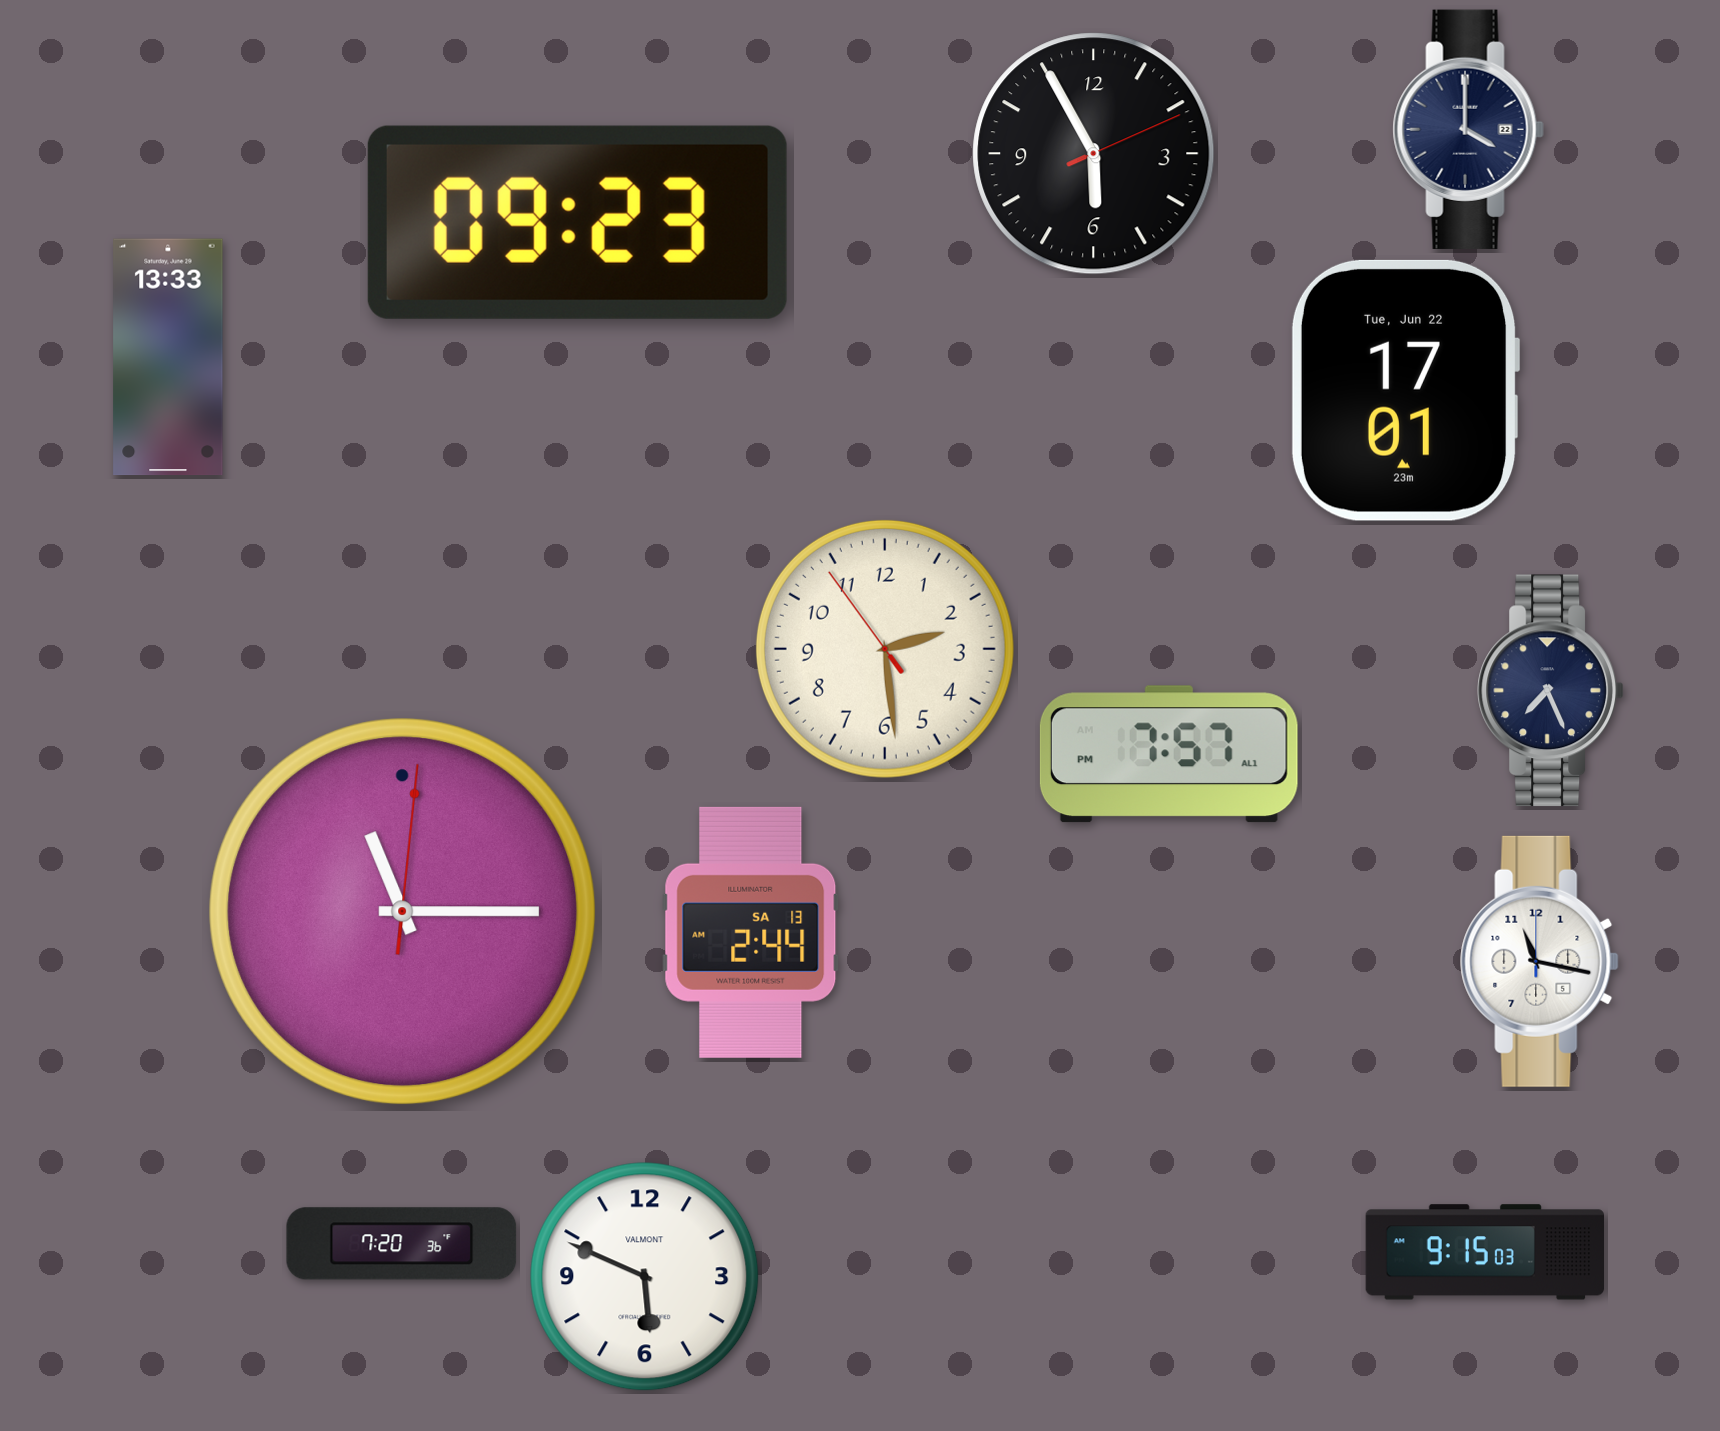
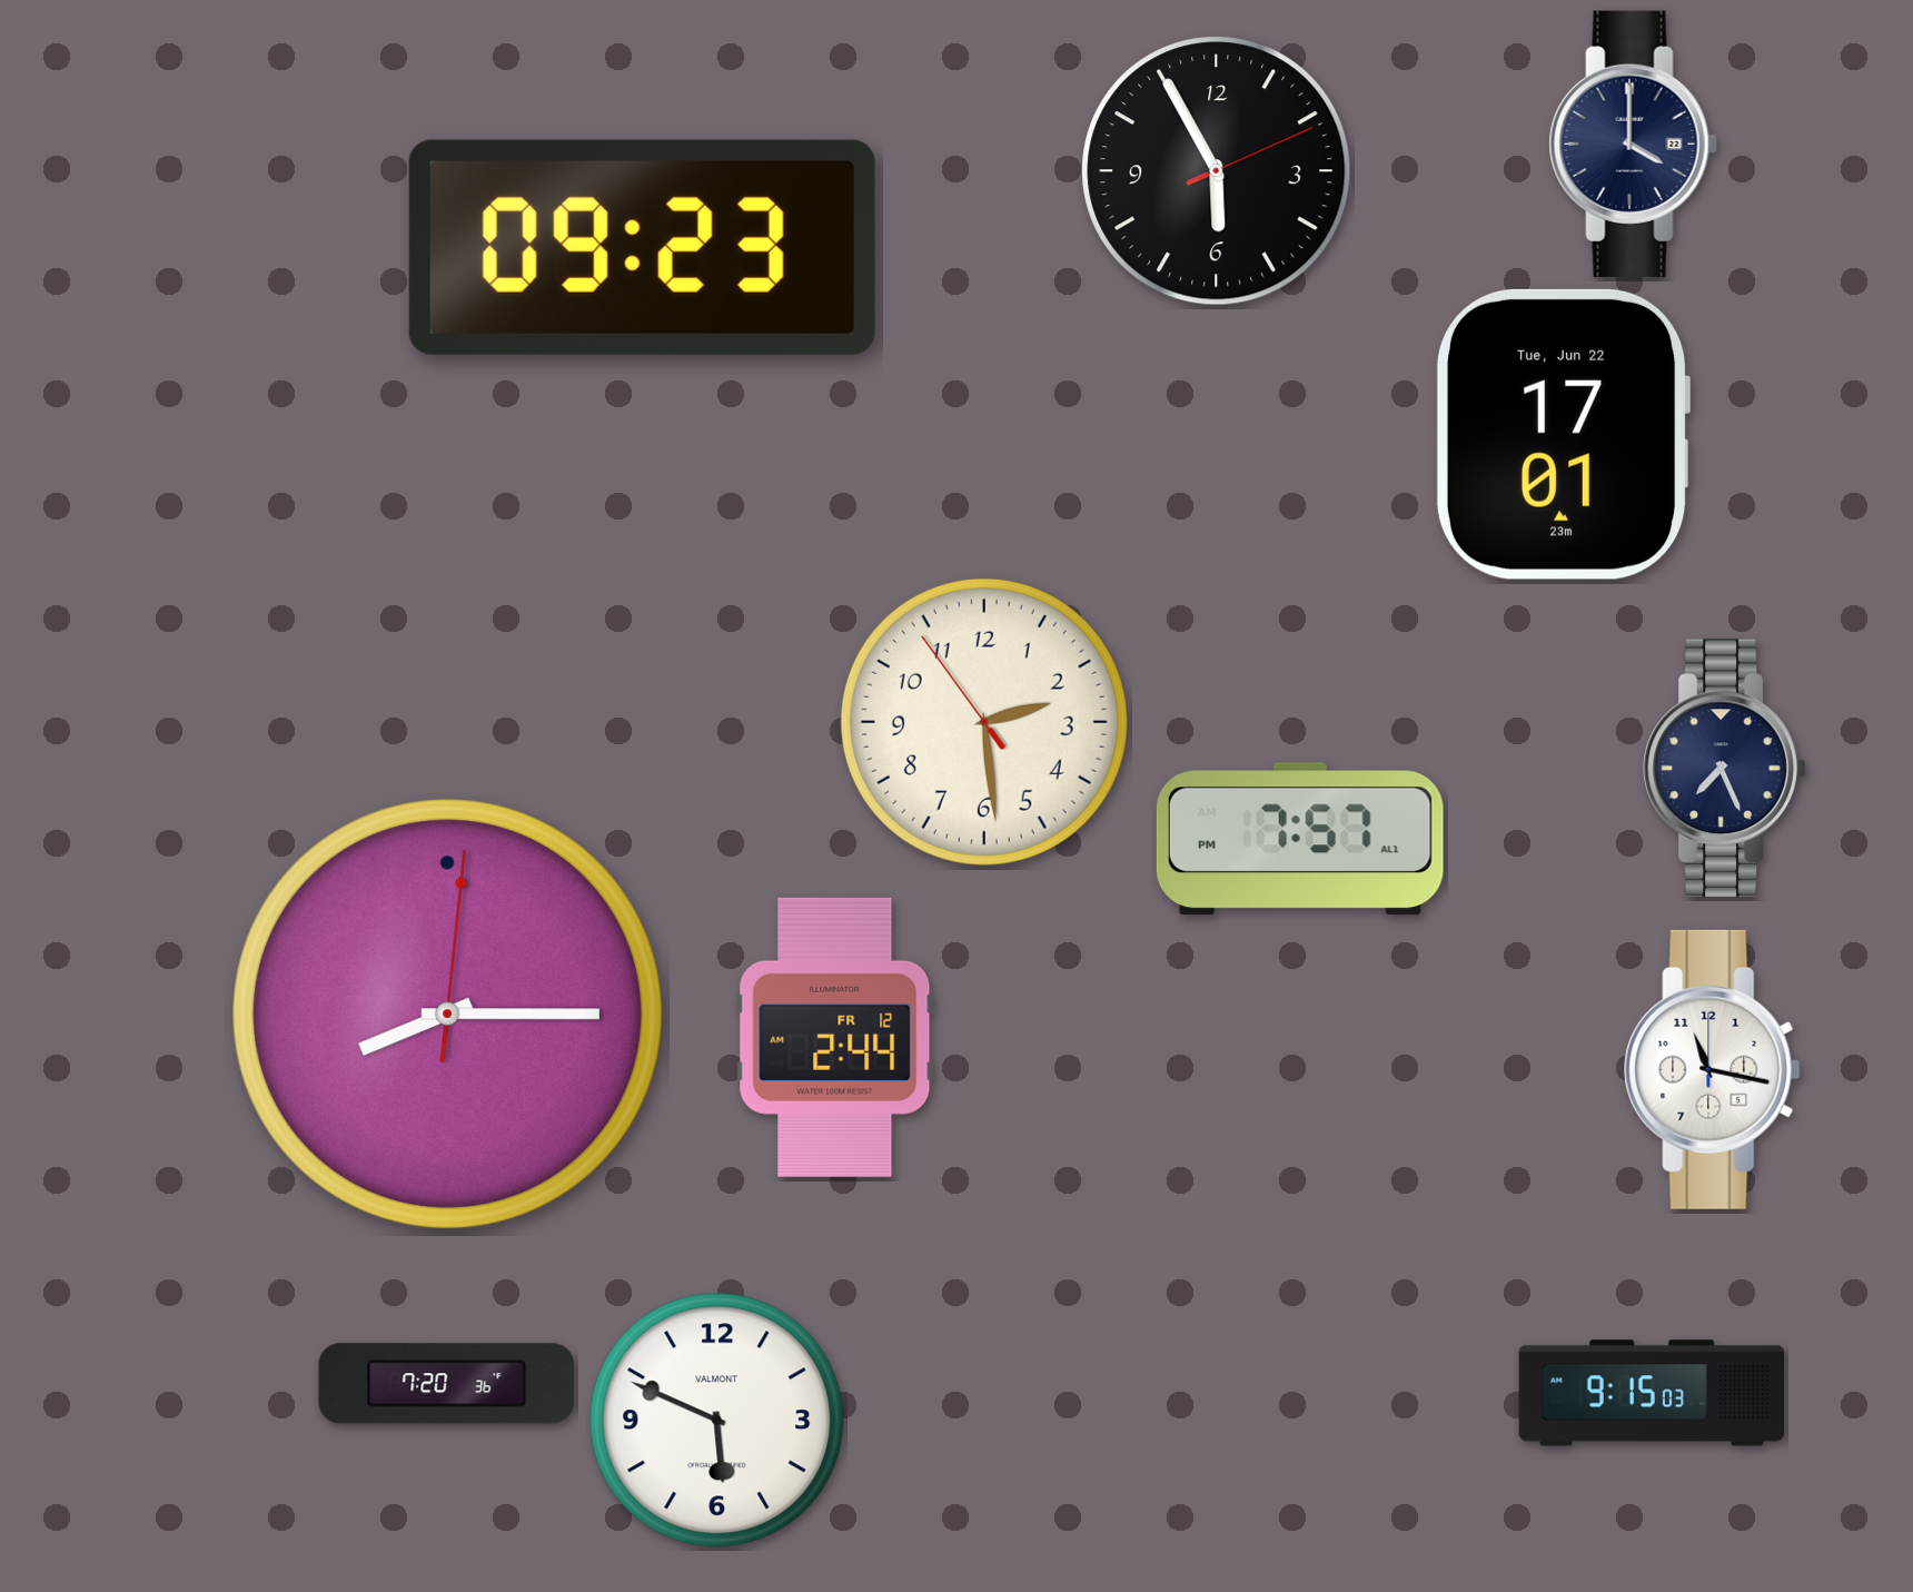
clock at (168, 357): 13:33 -> none
clock at (403, 912): 11:15 -> 8:15
clock at (751, 932) date: SA 13 -> FR 12
